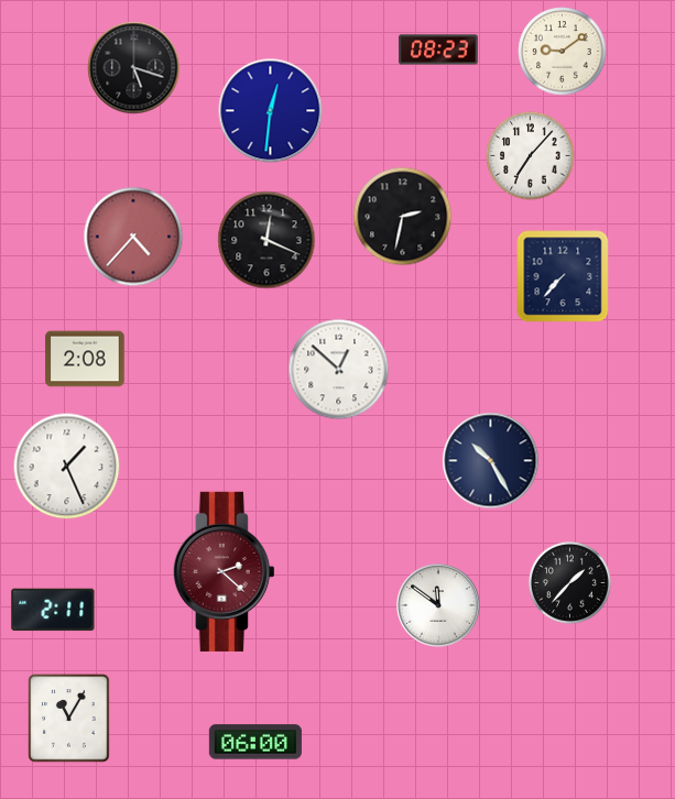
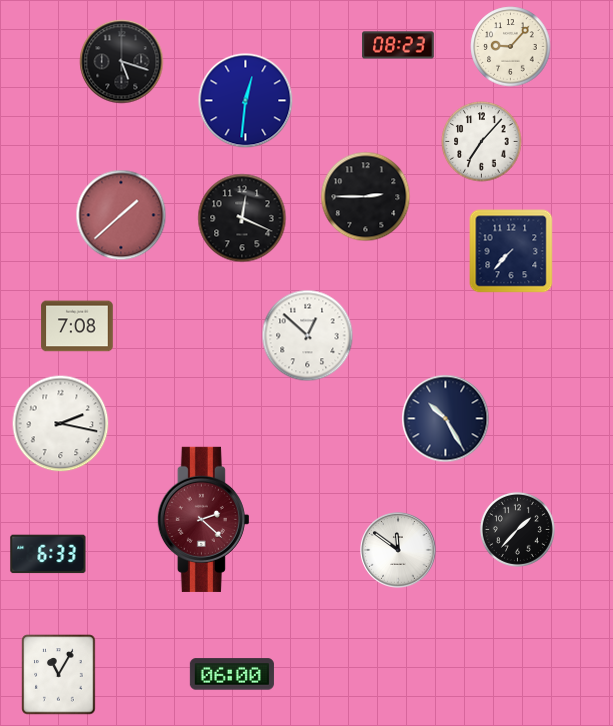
clock at (563, 52): 9:09 -> 9:07
clock at (403, 217): 2:32 -> 2:45
clock at (133, 237): 4:37 -> 1:38
clock at (85, 359): 2:08 -> 7:08
clock at (67, 467): 1:26 -> 2:17
clock at (53, 610): 2:11 -> 6:33
clock at (69, 719) position: (69, 719) -> (59, 675)
